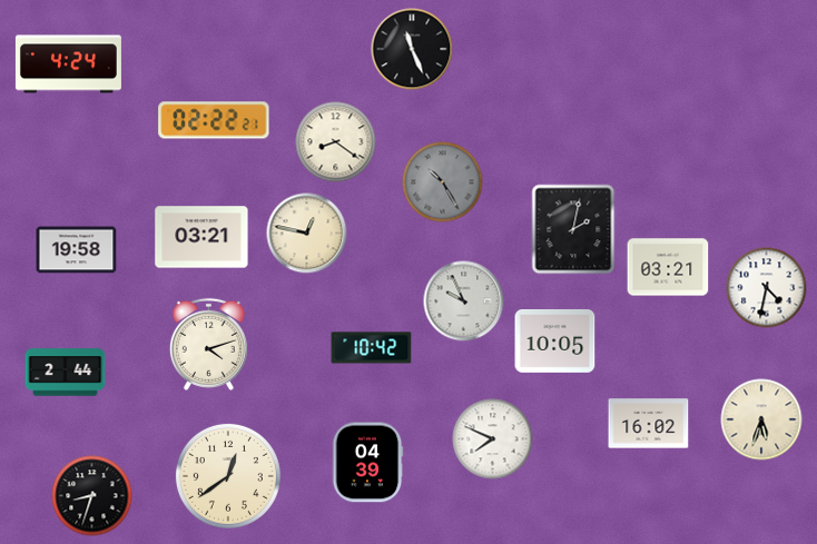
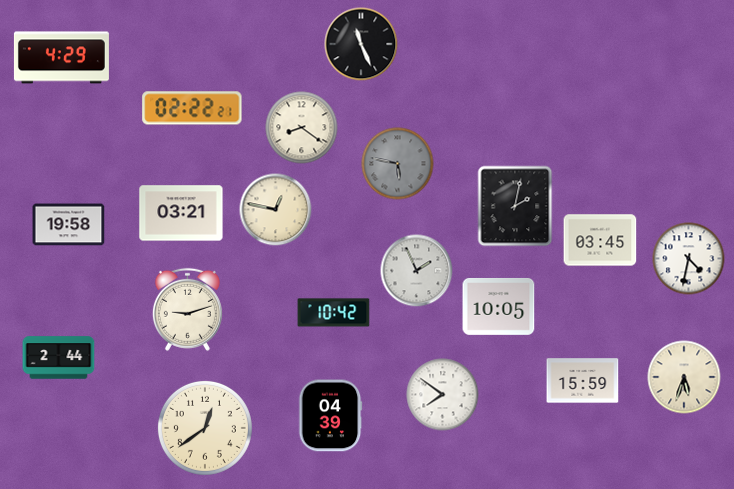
clock at (412, 49) position: (412, 49) -> (361, 44)
clock at (68, 65): 4:24 -> 4:29
clock at (443, 182): 10:25 -> 5:47
clock at (668, 267): 03:21 -> 03:45
clock at (464, 301): 9:56 -> 1:56
clock at (208, 344): 4:12 -> 9:12
clock at (66, 373) position: (66, 373) -> (59, 358)
clock at (649, 424): 16:02 -> 15:59
clock at (493, 439): 7:49 -> 7:51
clock at (92, 496): 8:33 -> none
